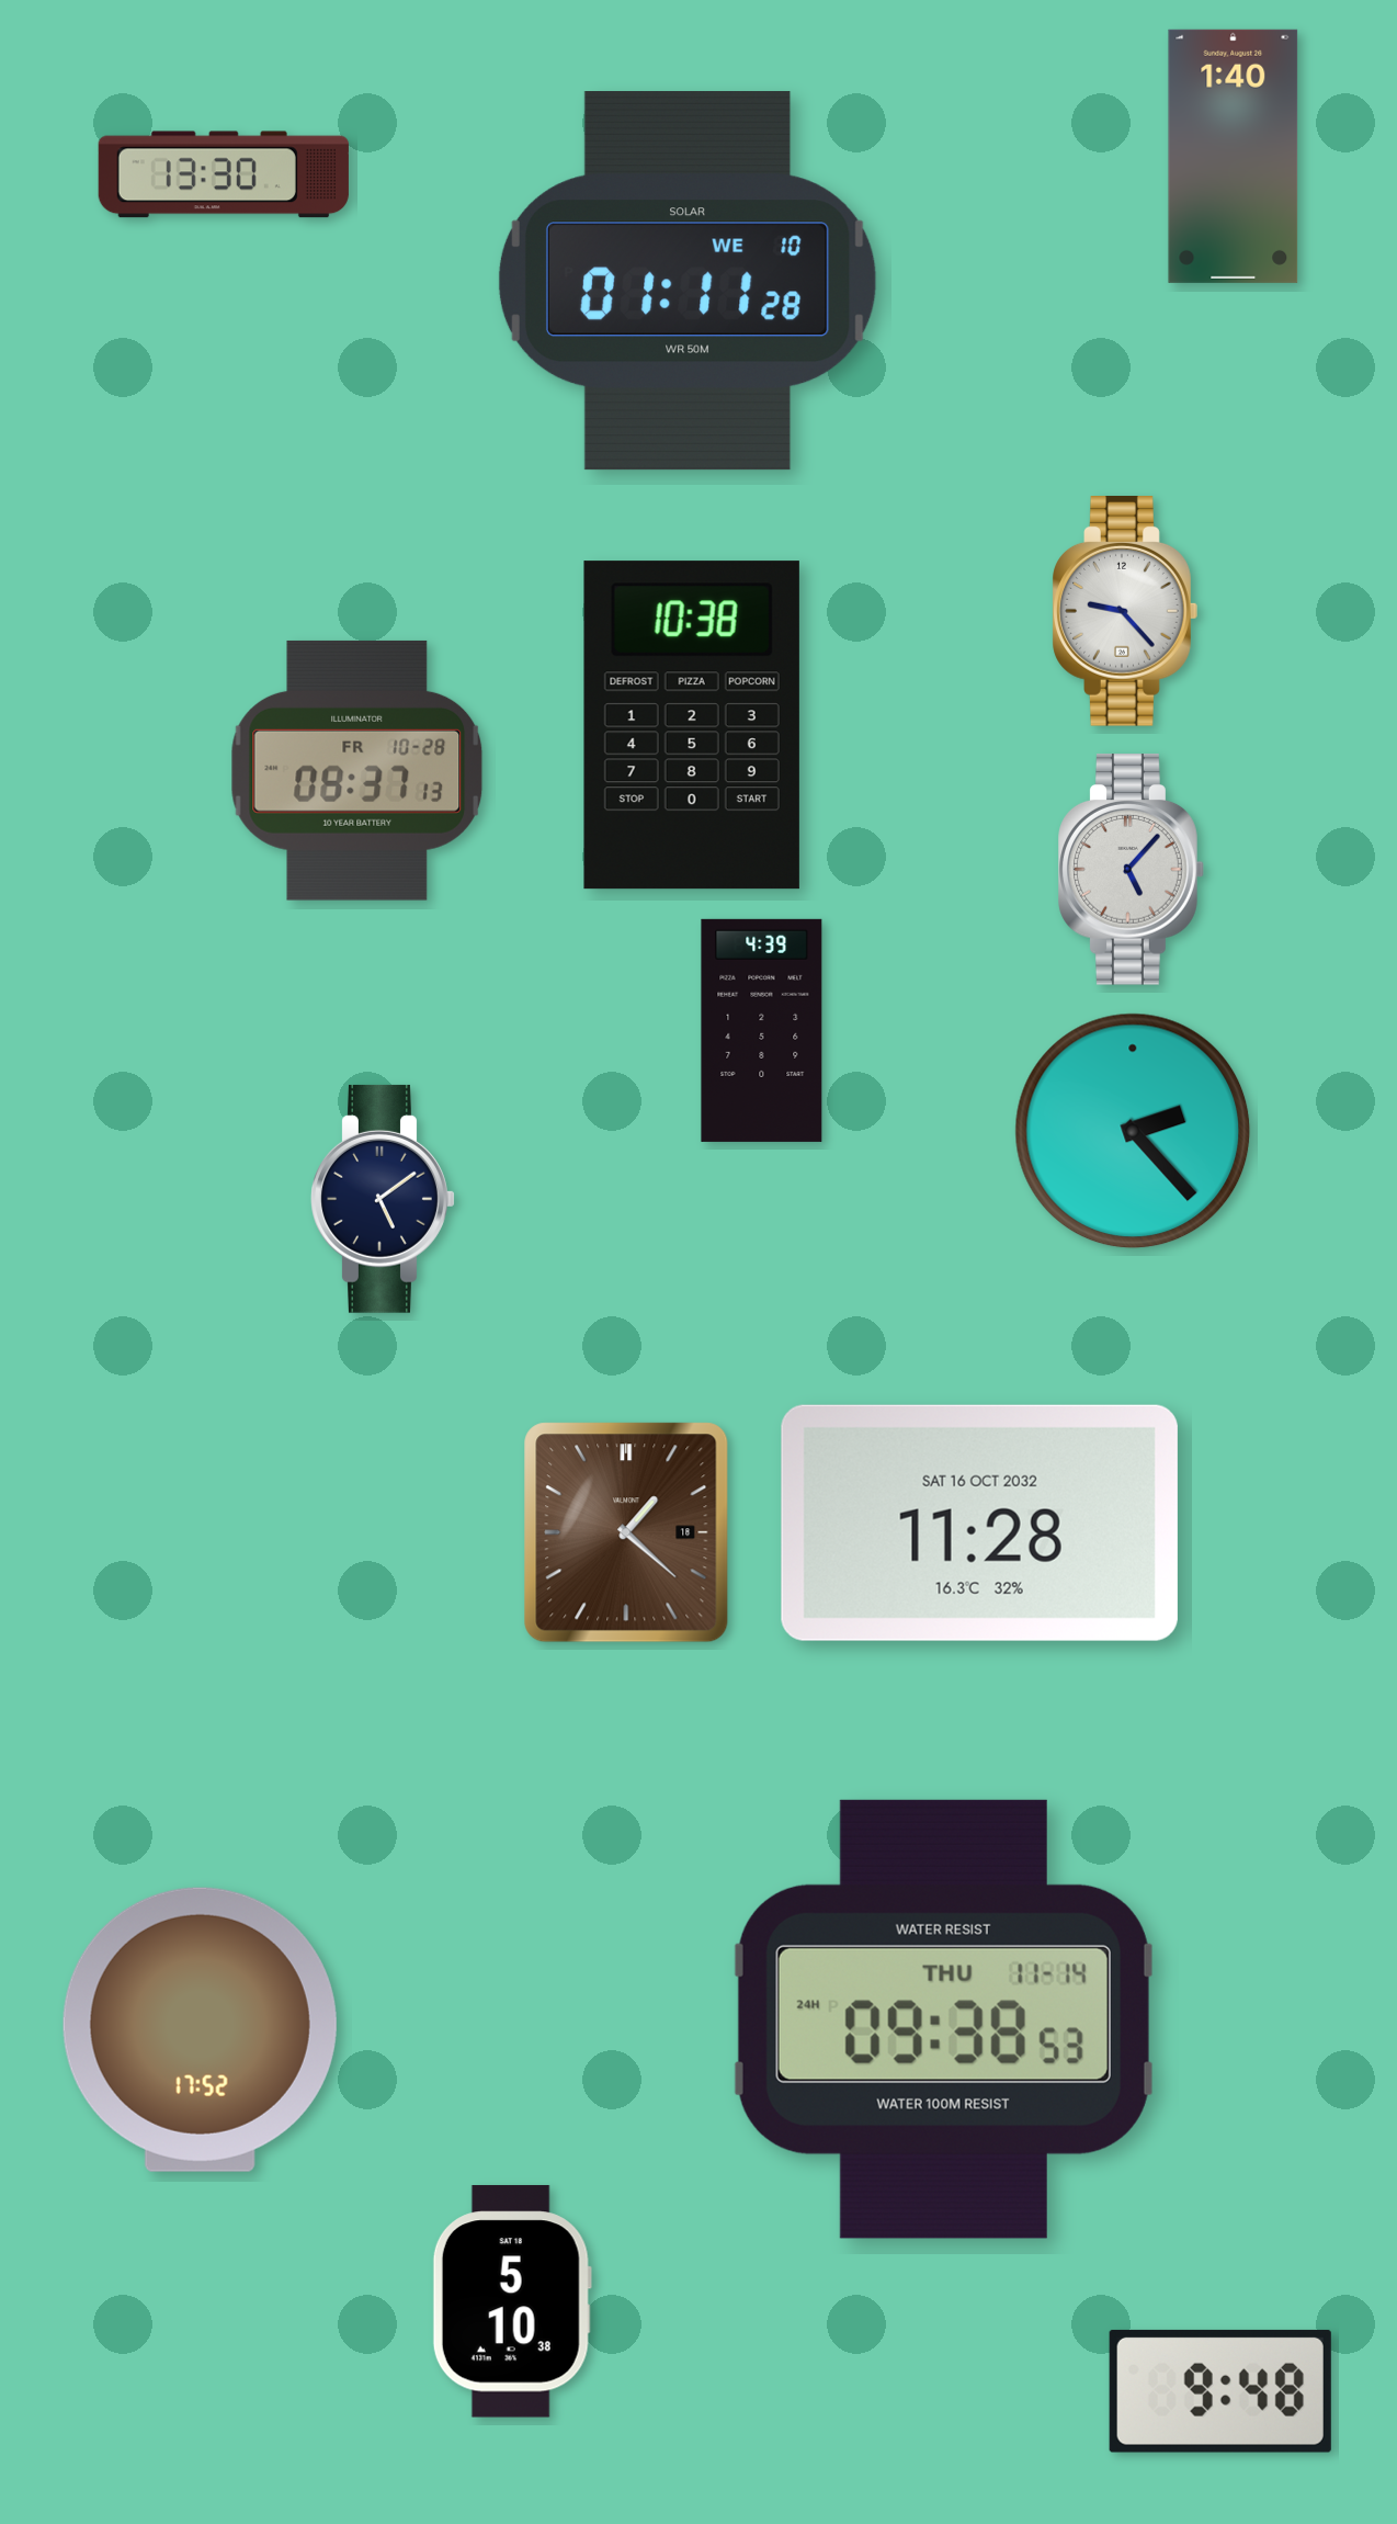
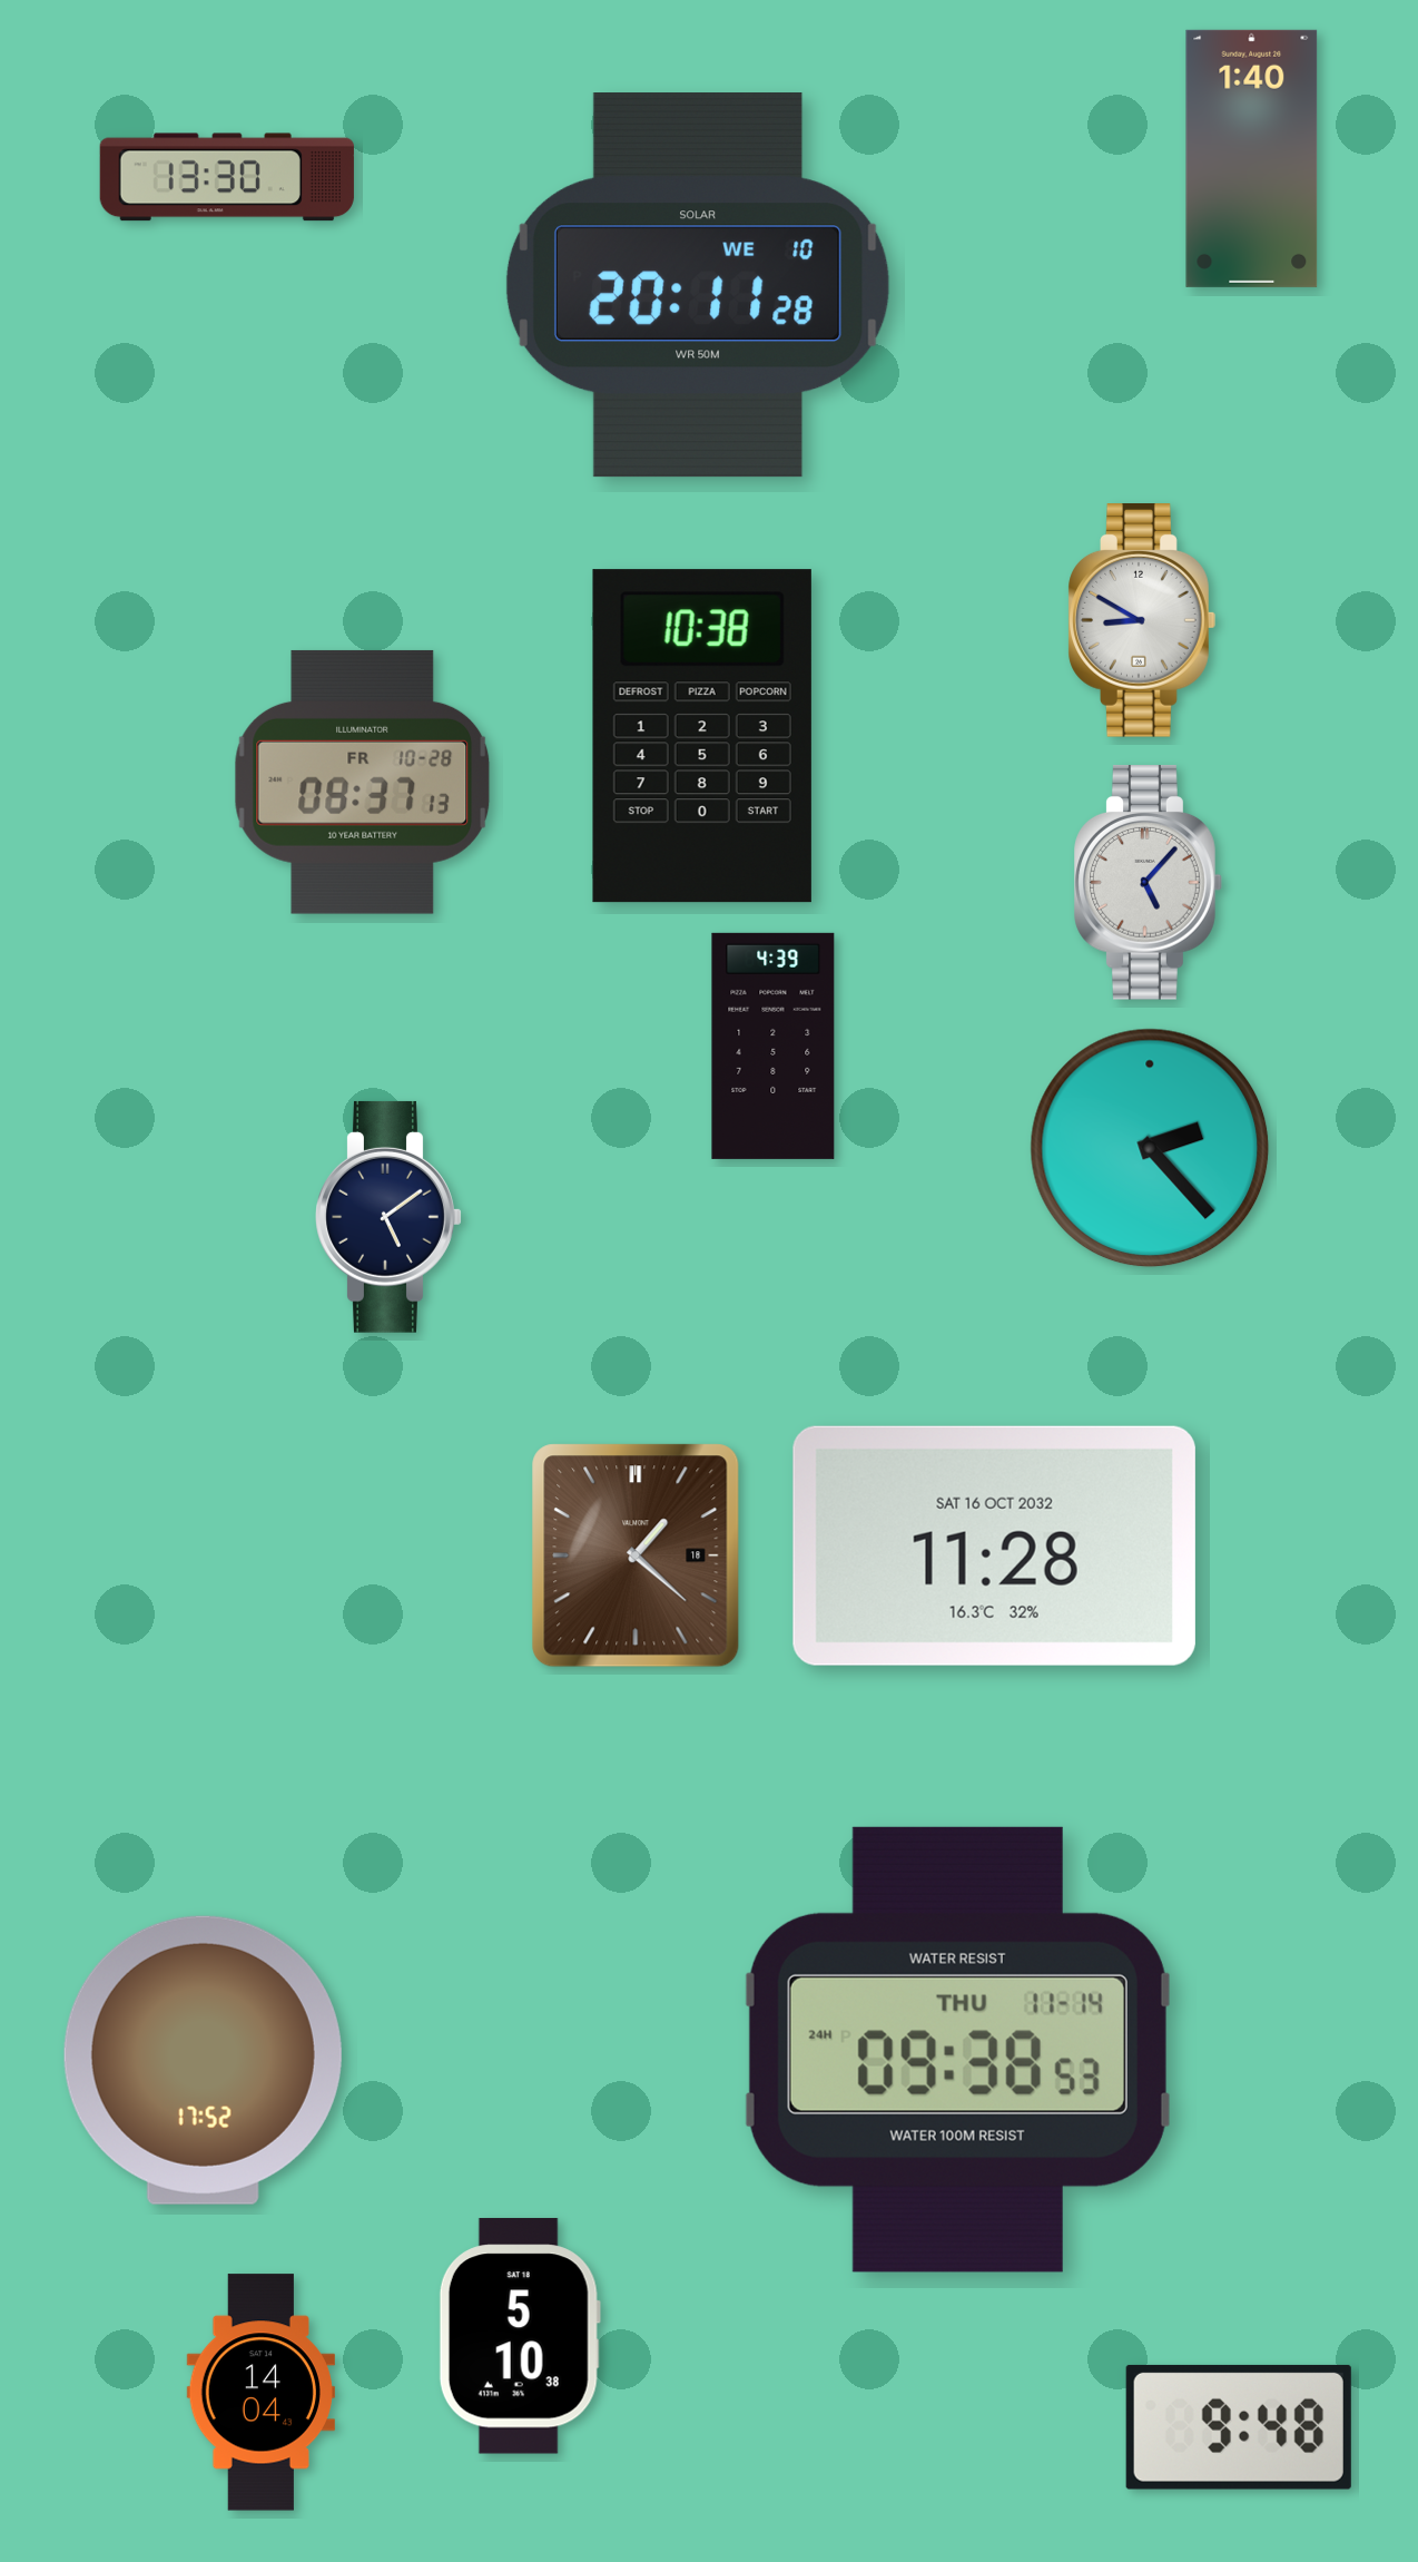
clock at (688, 281): 01:11 -> 20:11
clock at (1125, 612): 9:23 -> 8:50
clock at (260, 2393): none -> 14:04
